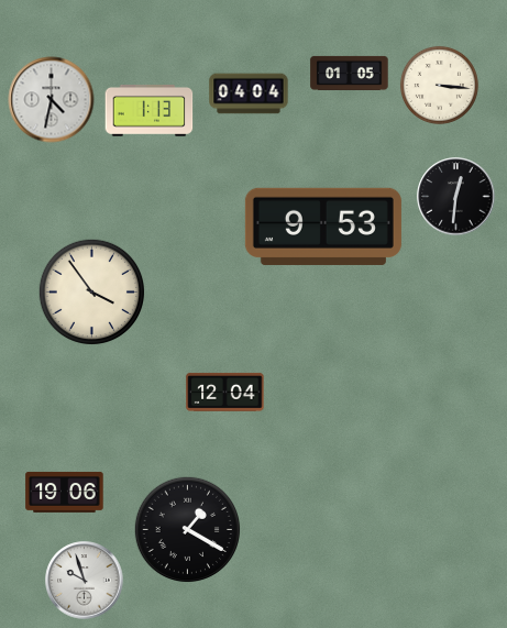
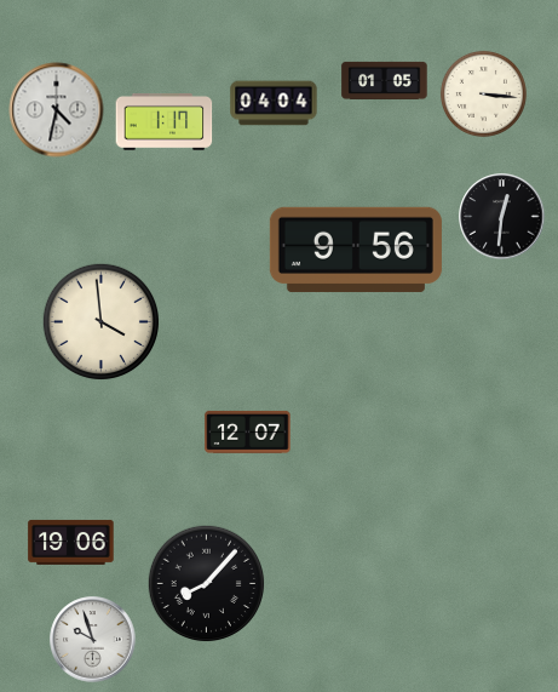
clock at (150, 111): 1:13 -> 1:17
clock at (323, 227): 9:53 -> 9:56
clock at (91, 291): 3:54 -> 3:59
clock at (225, 392): 12:04 -> 12:07
clock at (187, 529): 1:20 -> 8:07
